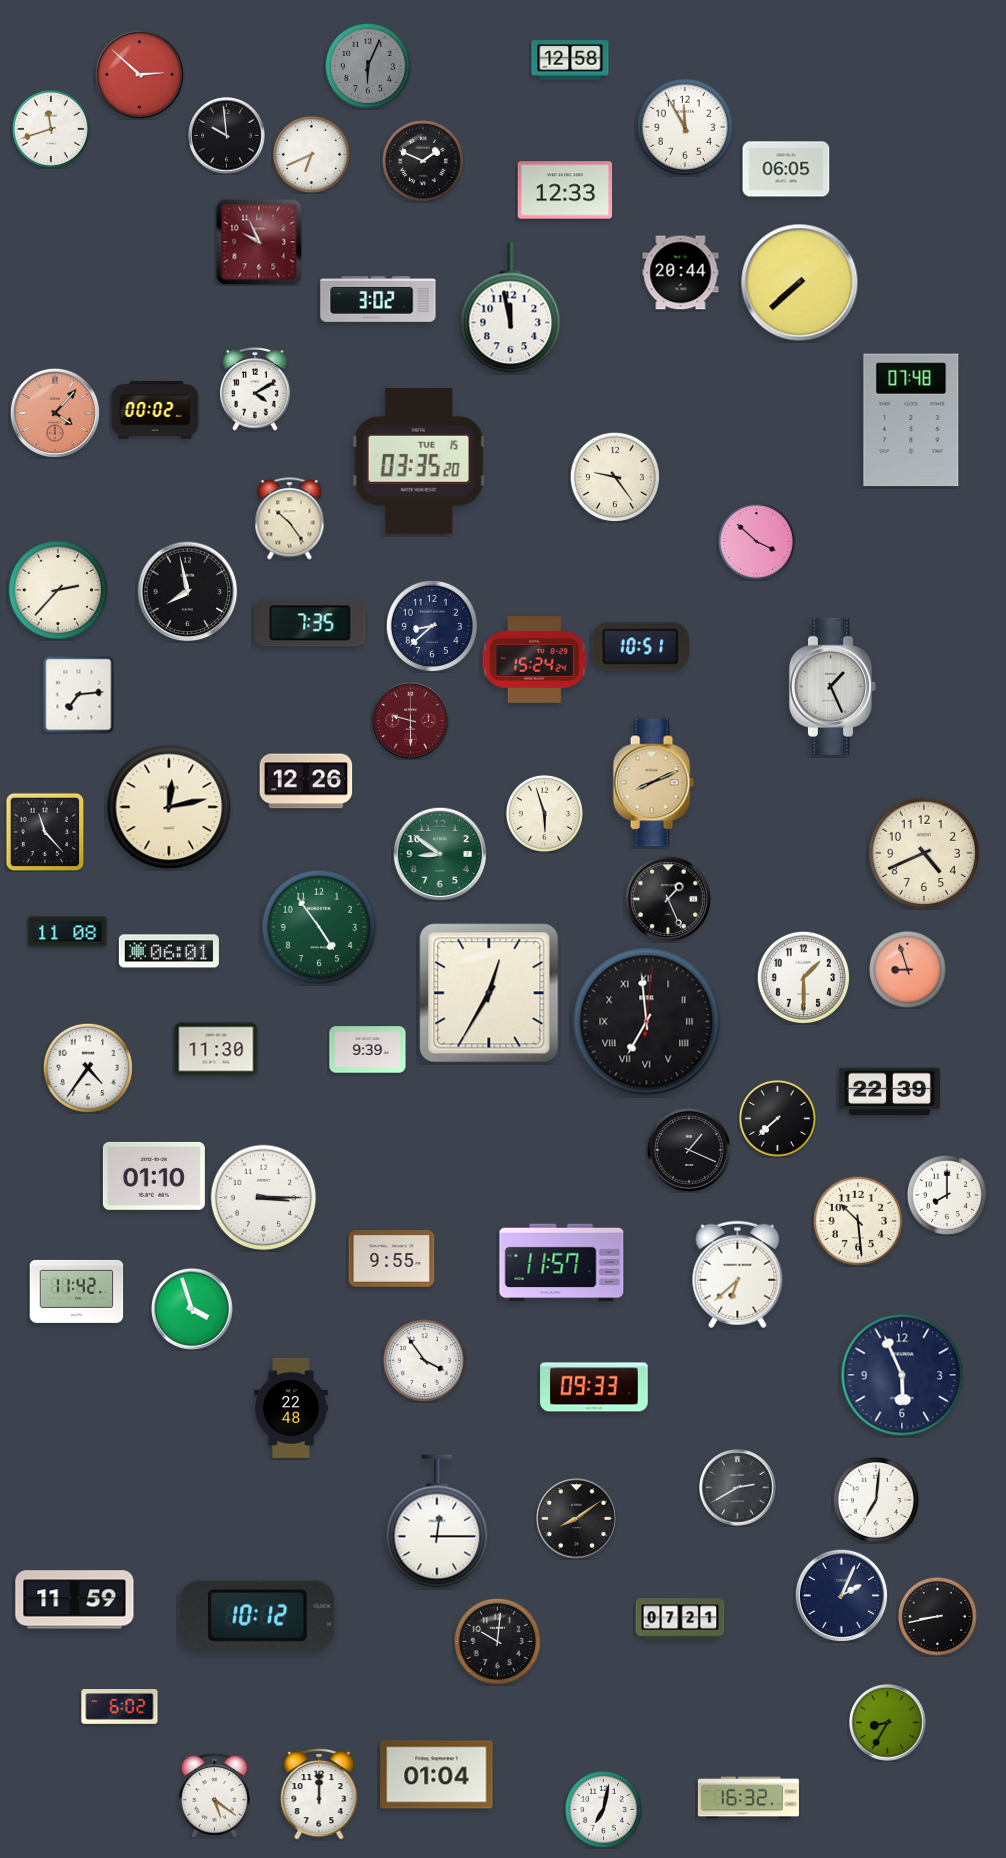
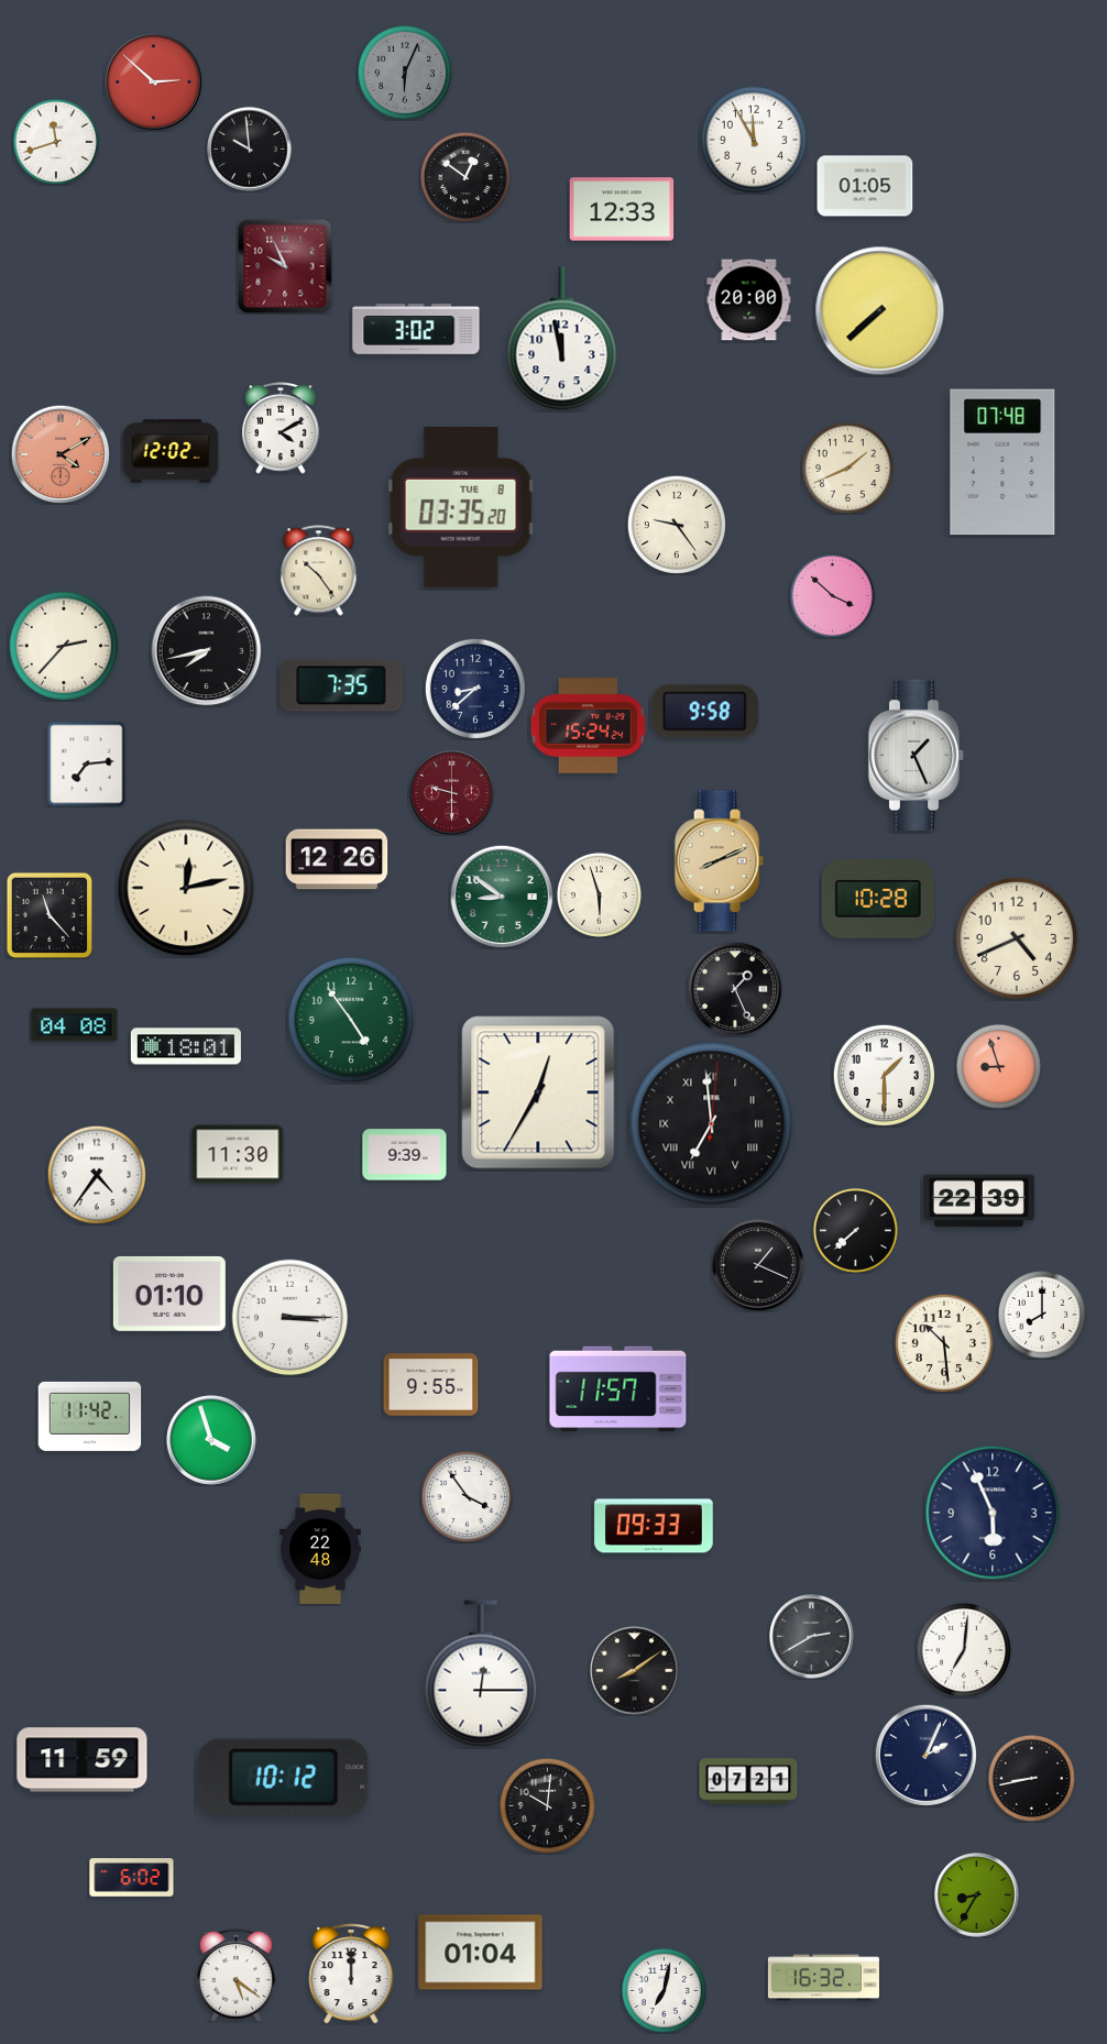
clock at (570, 60): 12:58 -> none
clock at (311, 154): 6:41 -> none
clock at (423, 161): 1:49 -> 12:51
clock at (786, 169): 06:05 -> 01:05
clock at (681, 273): 20:44 -> 20:00
clock at (155, 410): 00:02 -> 12:02
clock at (55, 413): 4:07 -> 4:10
clock at (847, 468): none -> 1:41
clock at (419, 461) date: TUE 15 -> TUE 8
clock at (58, 590) position: (58, 590) -> (64, 646)
clock at (188, 592): 7:58 -> 7:43
clock at (640, 647): 10:51 -> 9:58
clock at (878, 899): none -> 10:28
clock at (440, 854) position: (440, 854) -> (502, 897)
clock at (68, 932): 11:08 -> 04:08
clock at (169, 951): 06:01 -> 18:01
clock at (738, 1275): 6:38 -> none
clock at (77, 1291) position: (77, 1291) -> (90, 1416)
